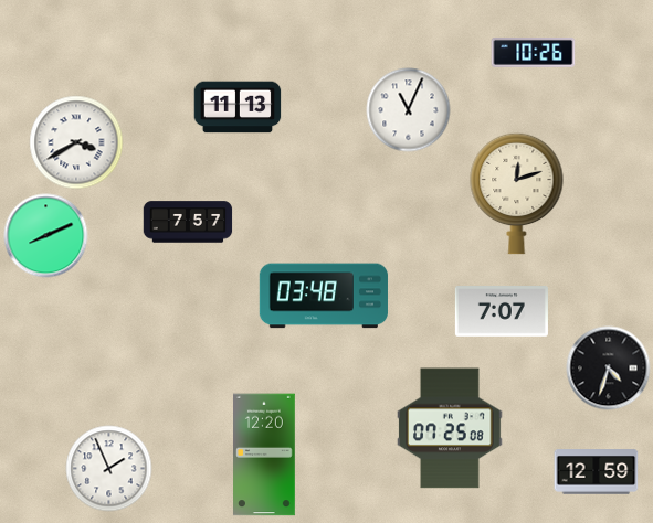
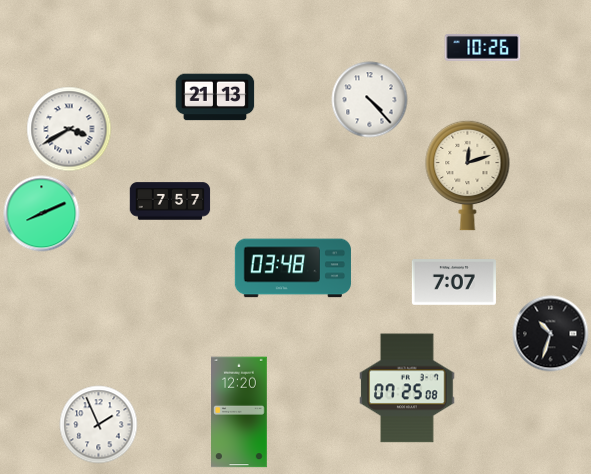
clock at (238, 107): 11:13 -> 21:13
clock at (409, 110): 11:04 -> 4:23
clock at (609, 369): 4:33 -> 10:33
clock at (597, 472): 12:59 -> none
